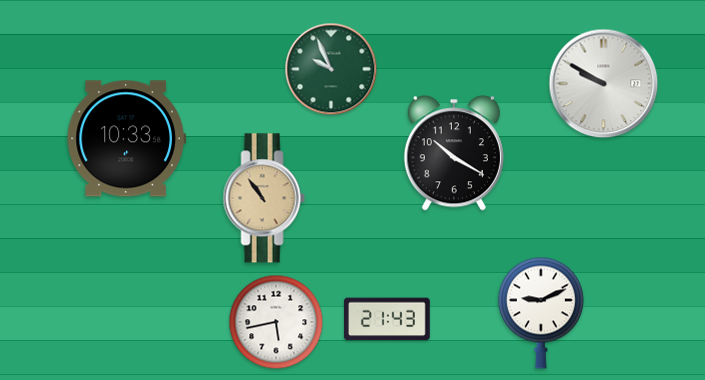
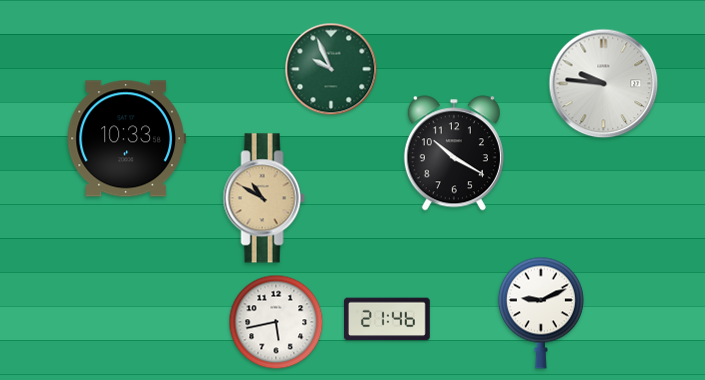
clock at (604, 84): 9:50 -> 9:46
clock at (264, 198): 10:54 -> 10:50
clock at (388, 319): 21:43 -> 21:46
